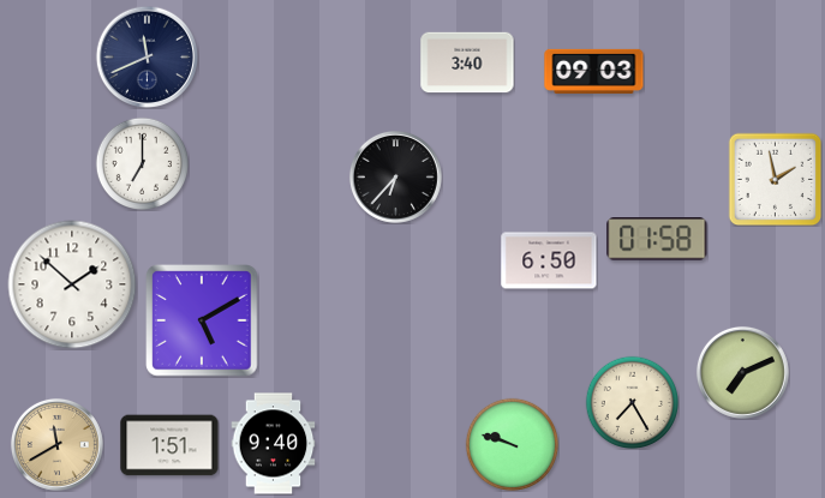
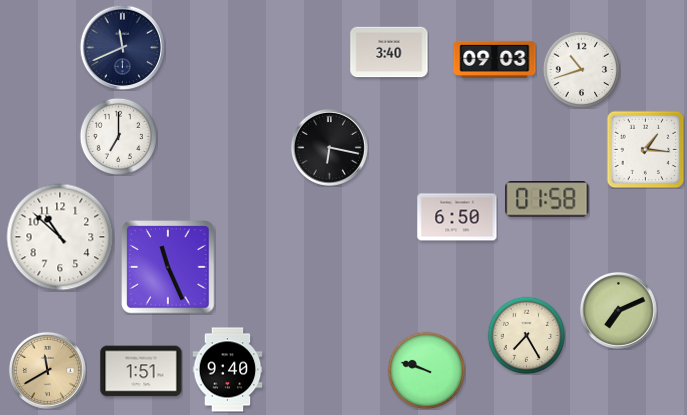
clock at (581, 69): none -> 10:42
clock at (395, 176): 6:37 -> 6:17
clock at (775, 179): 1:58 -> 1:16
clock at (72, 284): 1:52 -> 10:52
clock at (202, 320): 5:10 -> 11:26
